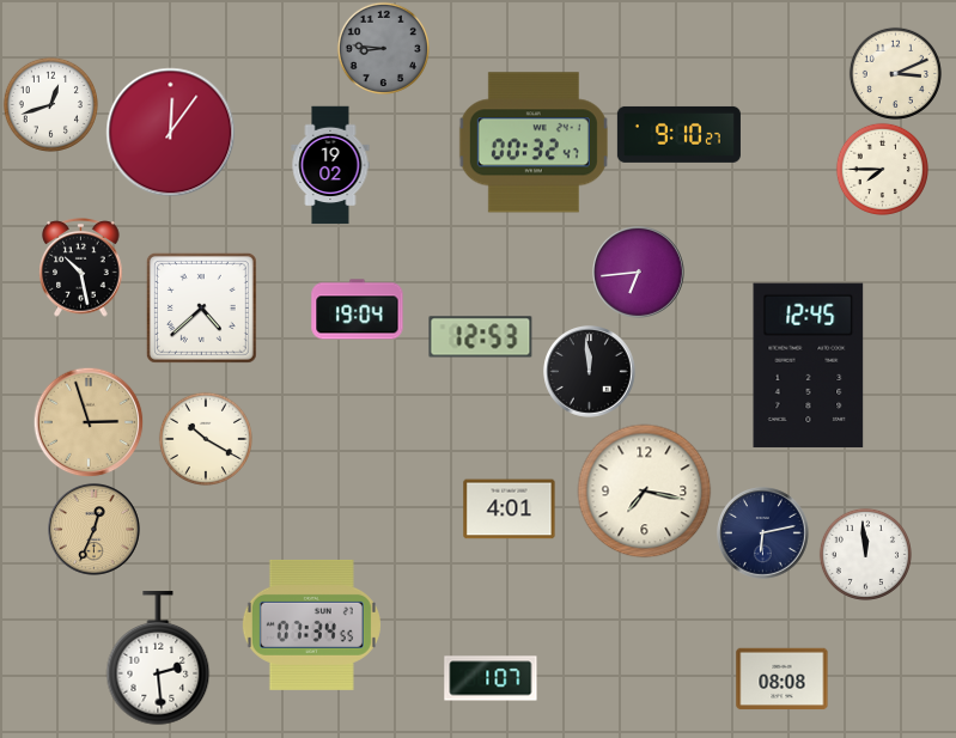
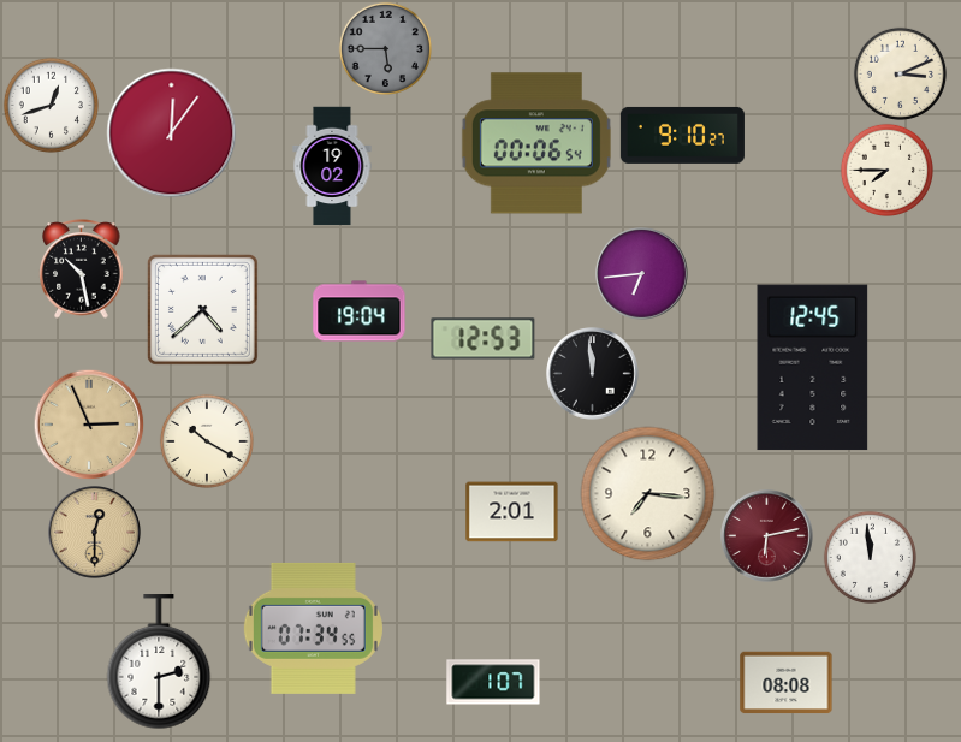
clock at (383, 48): 8:46 -> 5:45
clock at (534, 142): 00:32 -> 00:06
clock at (89, 422): 2:57 -> 2:56
clock at (645, 492): 7:17 -> 7:16
clock at (510, 510): 4:01 -> 2:01
clock at (95, 530): 12:34 -> 12:30
clock at (763, 533) dial: navy -> burgundy
clock at (158, 659): 2:29 -> 2:30
